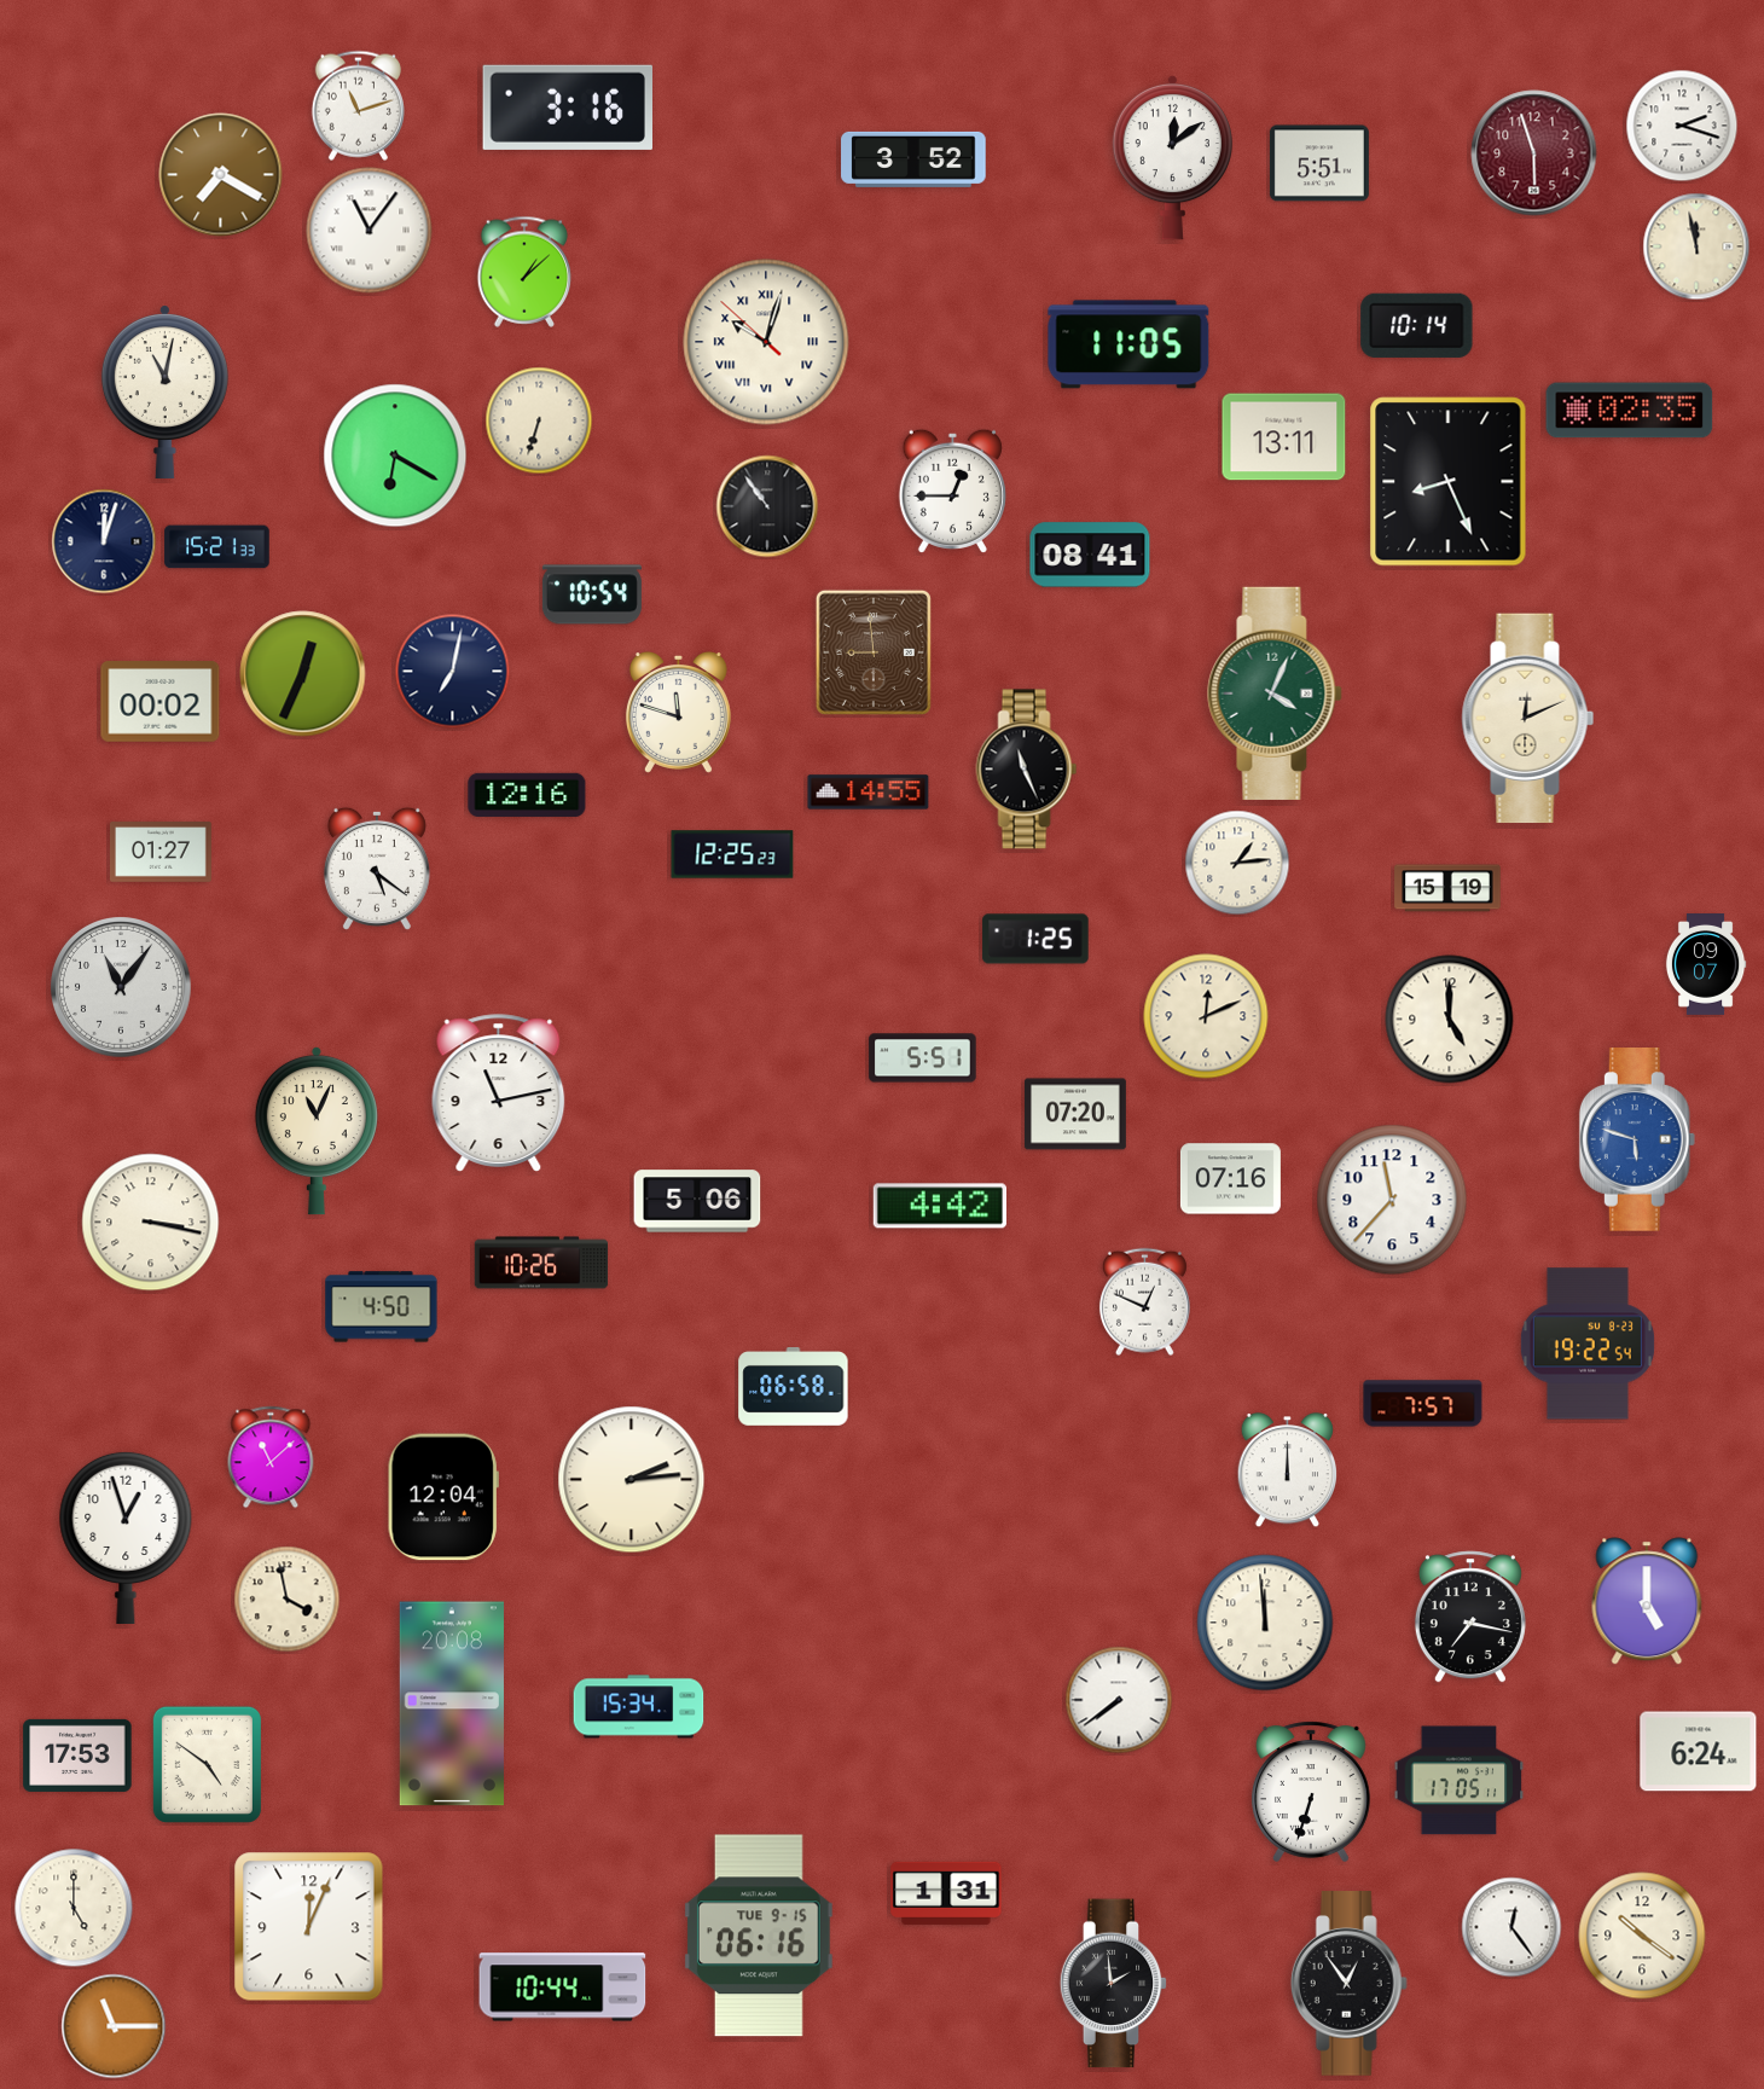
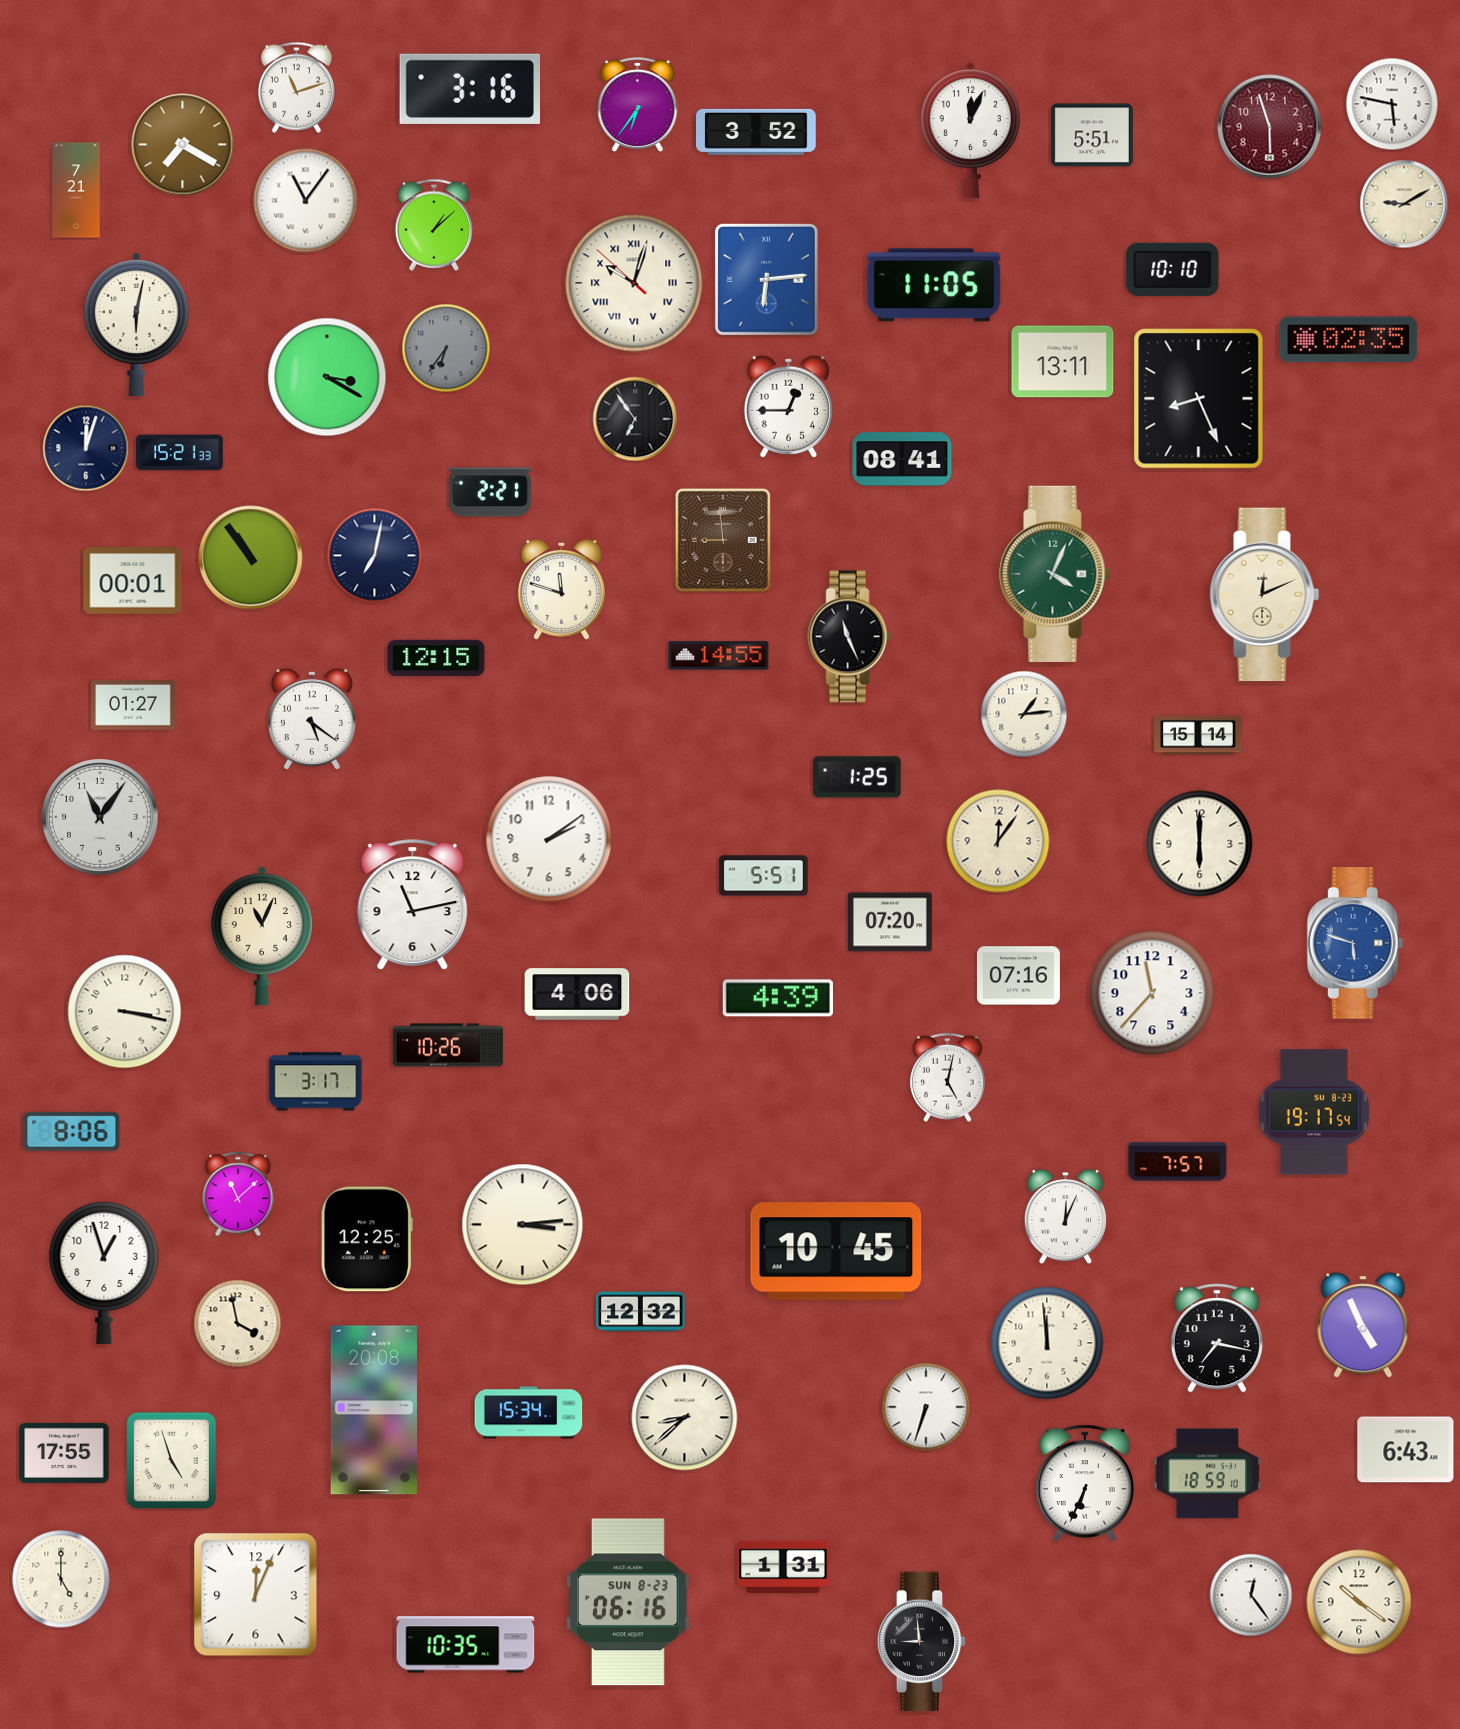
clock at (1682, 126): 2:18 -> 5:47
clock at (638, 105): none -> 6:36
clock at (1172, 157): 12:09 -> 12:04
clock at (76, 190): none -> 7:21
clock at (370, 231) position: (370, 231) -> (306, 201)
clock at (1696, 246): 11:58 -> 9:10
clock at (1417, 325): 10:14 -> 10:10
clock at (766, 279): none -> 6:14
clock at (164, 391): 11:02 -> 6:02
clock at (539, 420): 6:33 -> 6:36
clock at (539, 420) dial: cream -> grey
clock at (395, 455): 6:20 -> 3:20
clock at (767, 506): 10:54 -> 6:54
clock at (592, 594): 10:54 -> 2:21
clock at (303, 674): 12:34 -> 10:54
clock at (161, 702): 00:02 -> 00:01
clock at (527, 795): 12:16 -> 12:15
clock at (732, 854): 12:25 -> none
clock at (1447, 888): 15:19 -> 15:14
clock at (1706, 965): 09:07 -> none
clock at (549, 839): none -> 2:09
clock at (1206, 1016): 12:11 -> 12:06
clock at (1450, 1020): 5:00 -> 6:00
clock at (697, 1201): 5:06 -> 4:06
clock at (939, 1206): 4:42 -> 4:39
clock at (1144, 1302): 12:49 -> 5:02
clock at (382, 1307): 4:50 -> 3:17
clock at (1588, 1344): 19:22 -> 19:17
clock at (72, 1131): none -> 8:06
clock at (794, 1387): 06:58 -> none
clock at (271, 1457) position: (271, 1457) -> (238, 1194)
clock at (1287, 1472): 12:00 -> 12:04
clock at (632, 1480): 2:14 -> 3:14
clock at (443, 1497): 12:04 -> 12:25
clock at (836, 1251): none -> 10:45
clock at (641, 1312): none -> 12:32
clock at (1647, 1601): 5:00 -> 4:56
clock at (1119, 1700): 7:39 -> 6:33
clock at (685, 1418): none -> 8:38
clock at (1699, 1752): 6:24 -> 6:43
clock at (77, 1756): 17:53 -> 17:55
clock at (207, 1764): 4:51 -> 4:57
clock at (1460, 1781): 17:05 -> 18:59
clock at (1311, 1792): 6:33 -> 6:34
clock at (759, 1936) date: TUE 9-15 -> SUN 8-23
clock at (1114, 1984): 1:59 -> 8:59
clock at (1348, 1984): 12:54 -> none
clock at (563, 1988): 10:44 -> 10:35
clock at (114, 2026): 11:15 -> none
